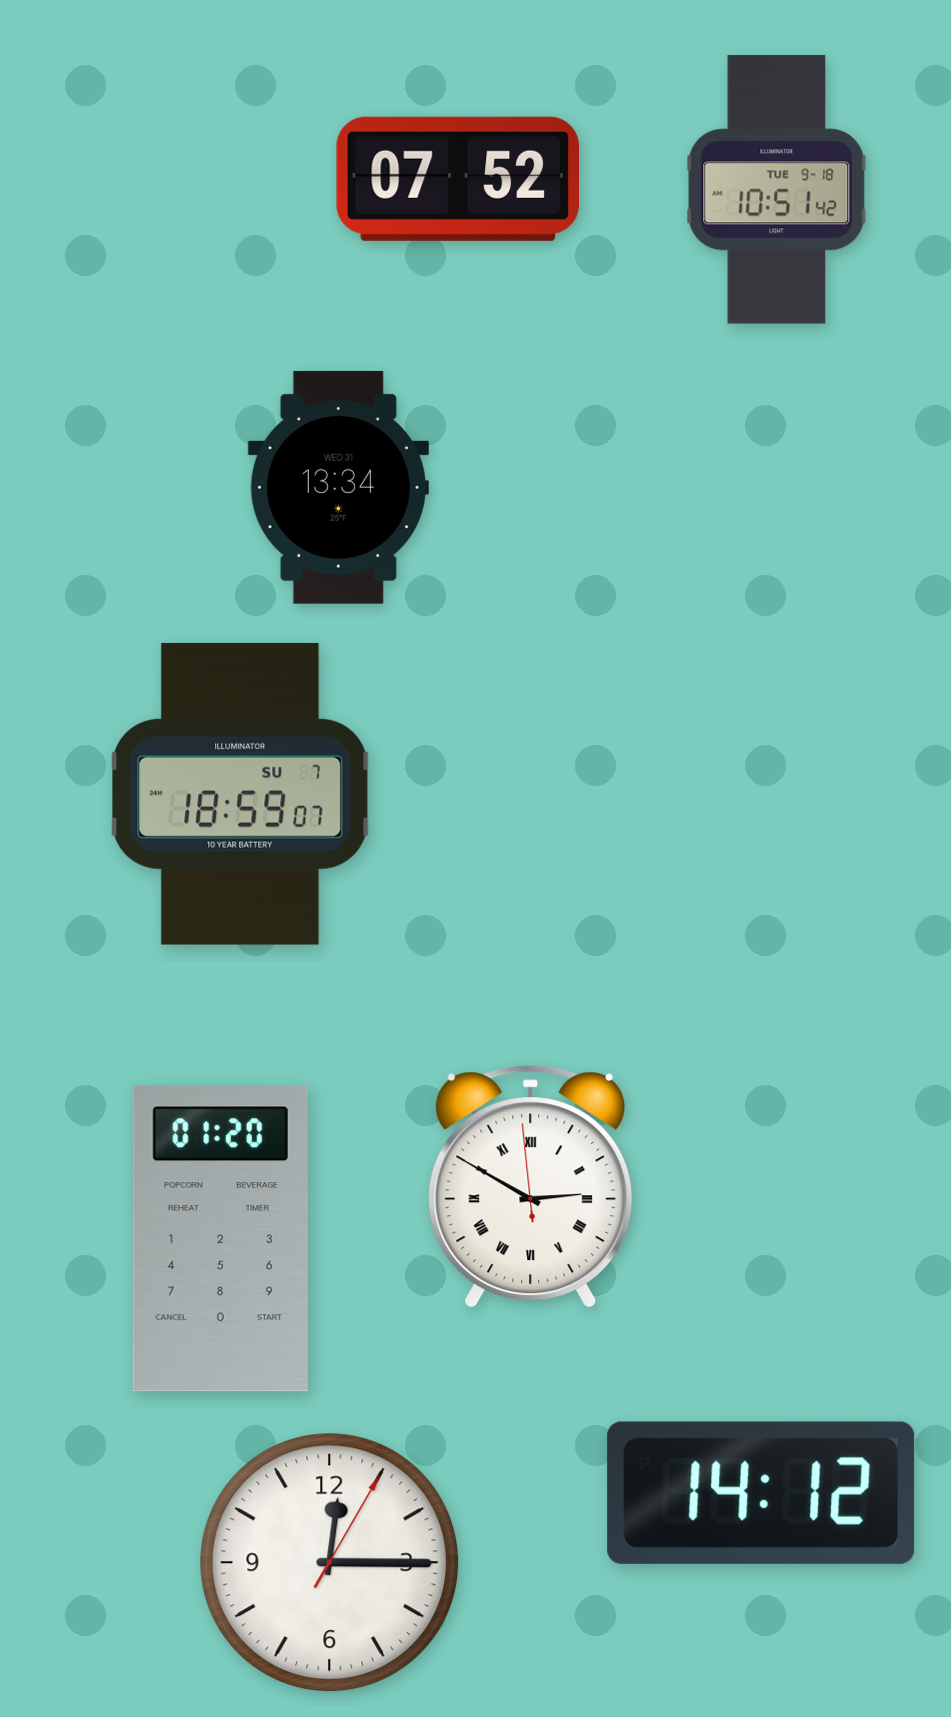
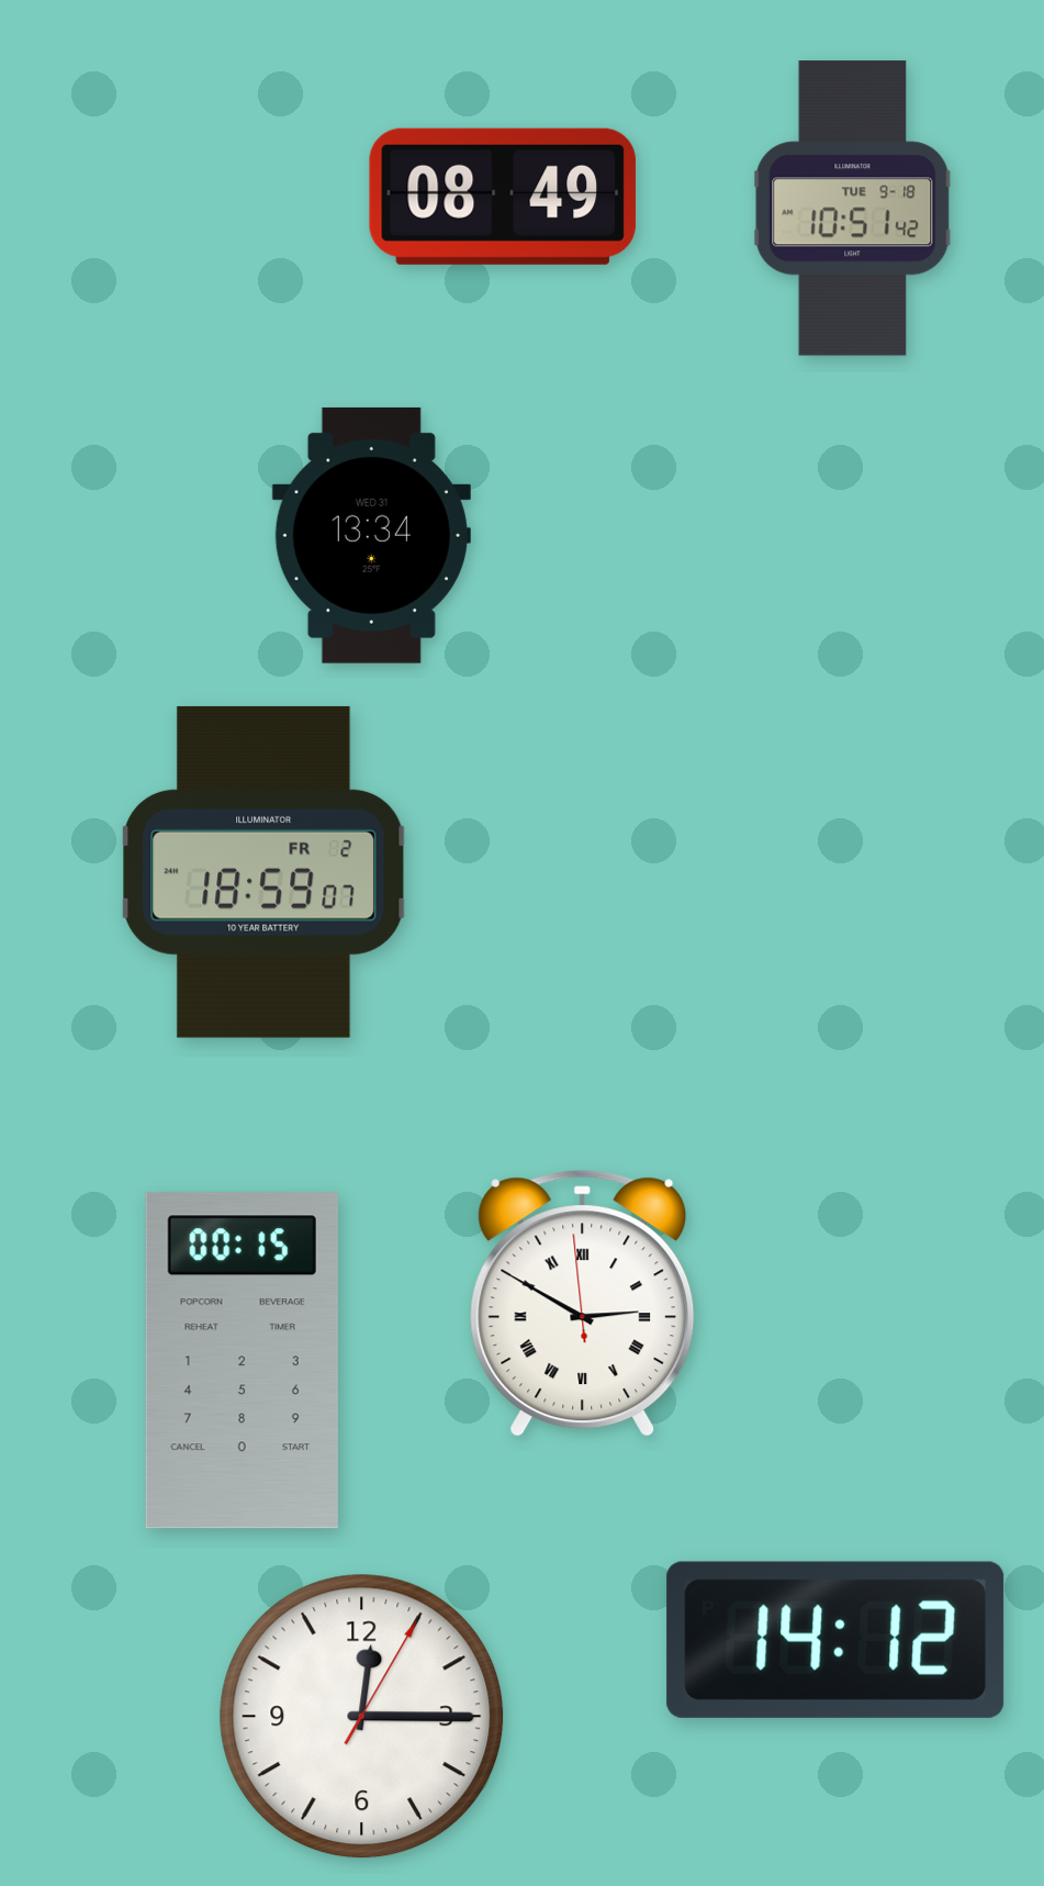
clock at (458, 179): 07:52 -> 08:49
clock at (240, 794) date: SU 7 -> FR 2
clock at (220, 1239): 01:20 -> 00:15
